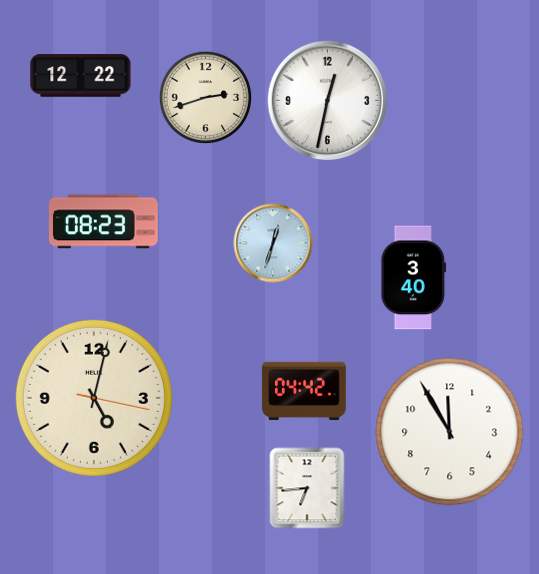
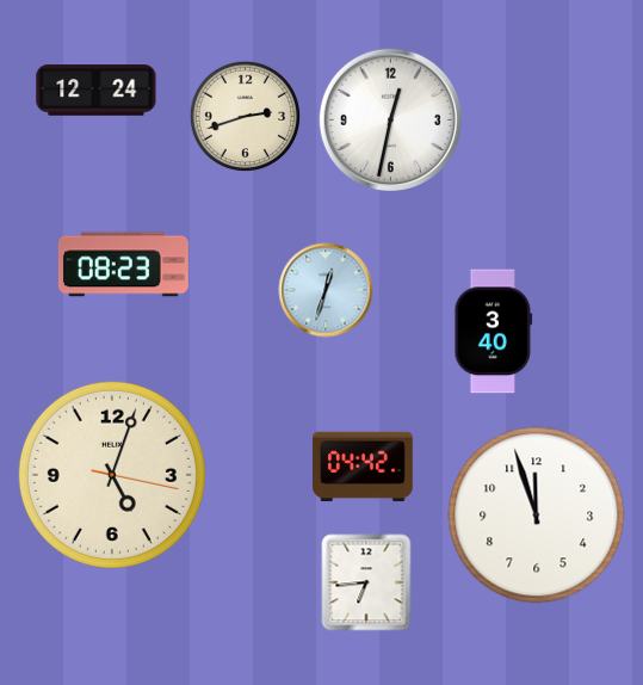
clock at (81, 76): 12:22 -> 12:24
clock at (94, 398): 5:02 -> 5:03
clock at (450, 432): 11:55 -> 11:57
